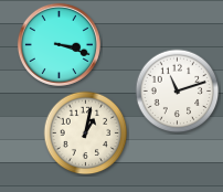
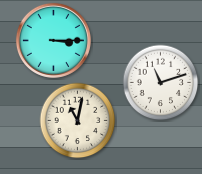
clock at (59, 44): 3:18 -> 3:15
clock at (86, 134): 1:02 -> 11:02
